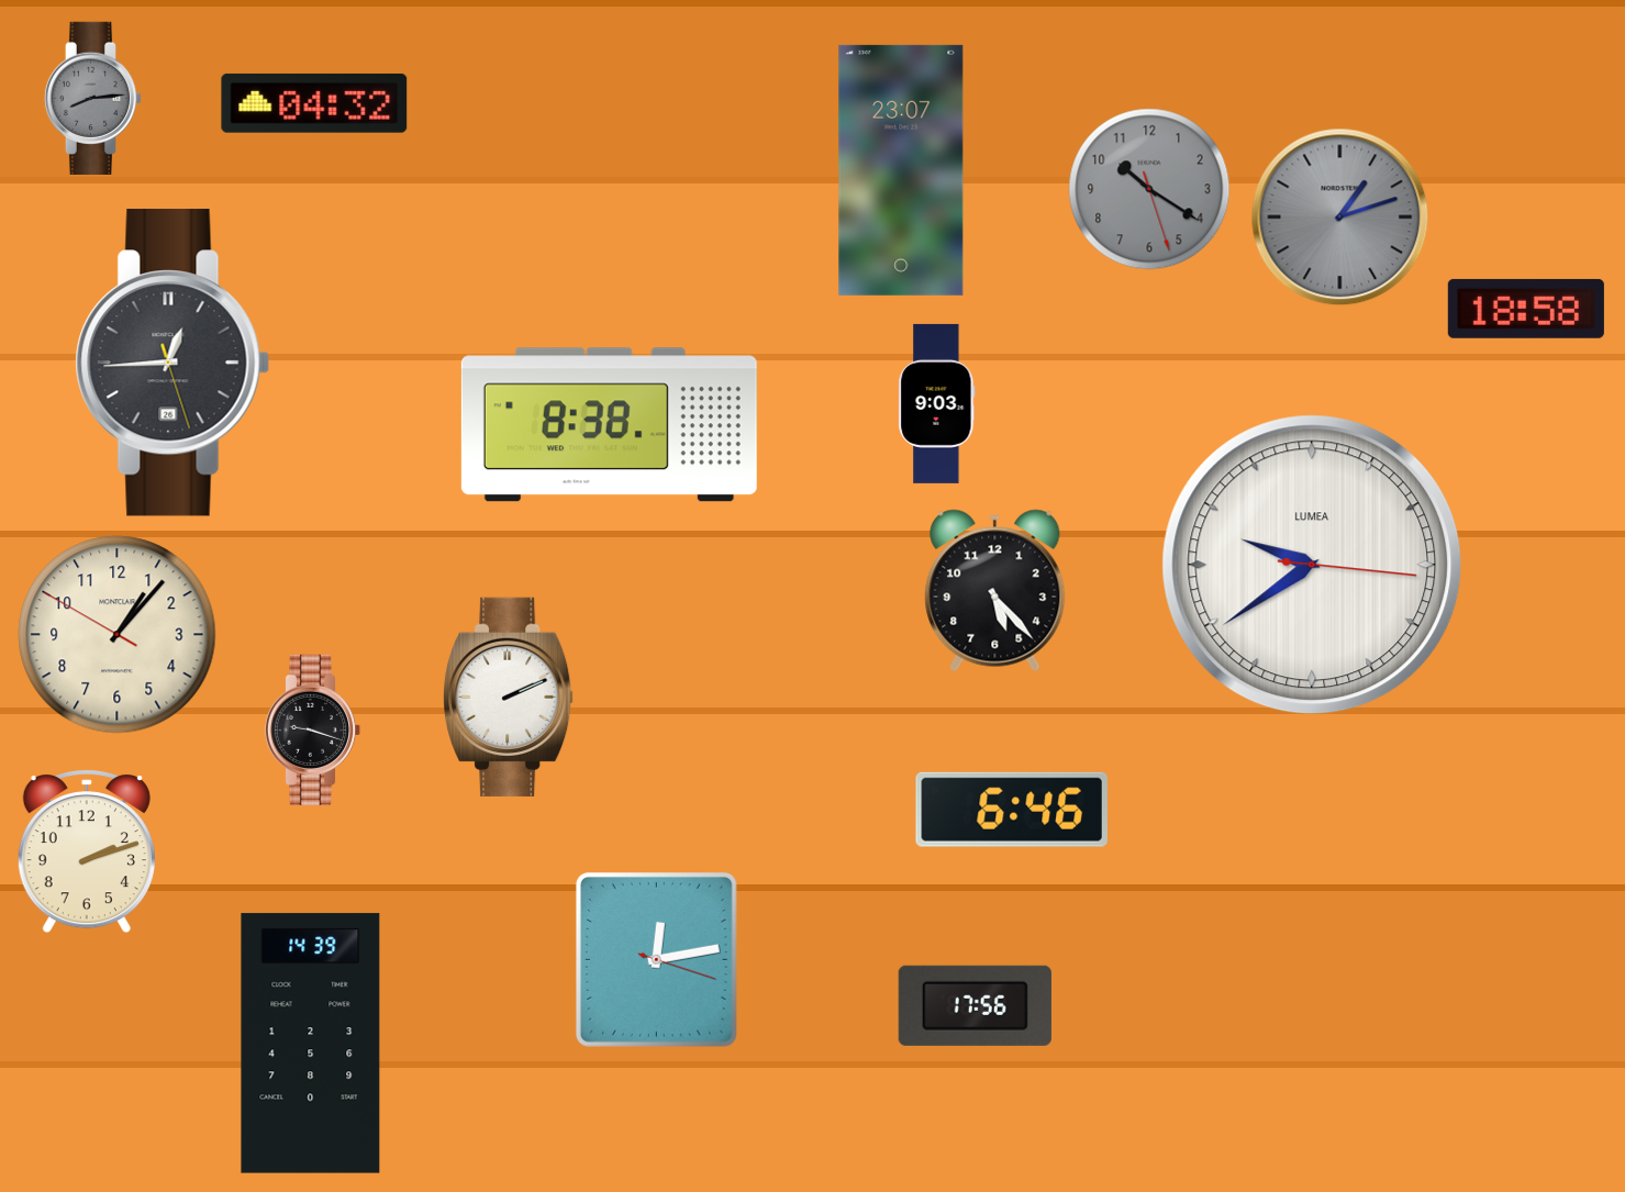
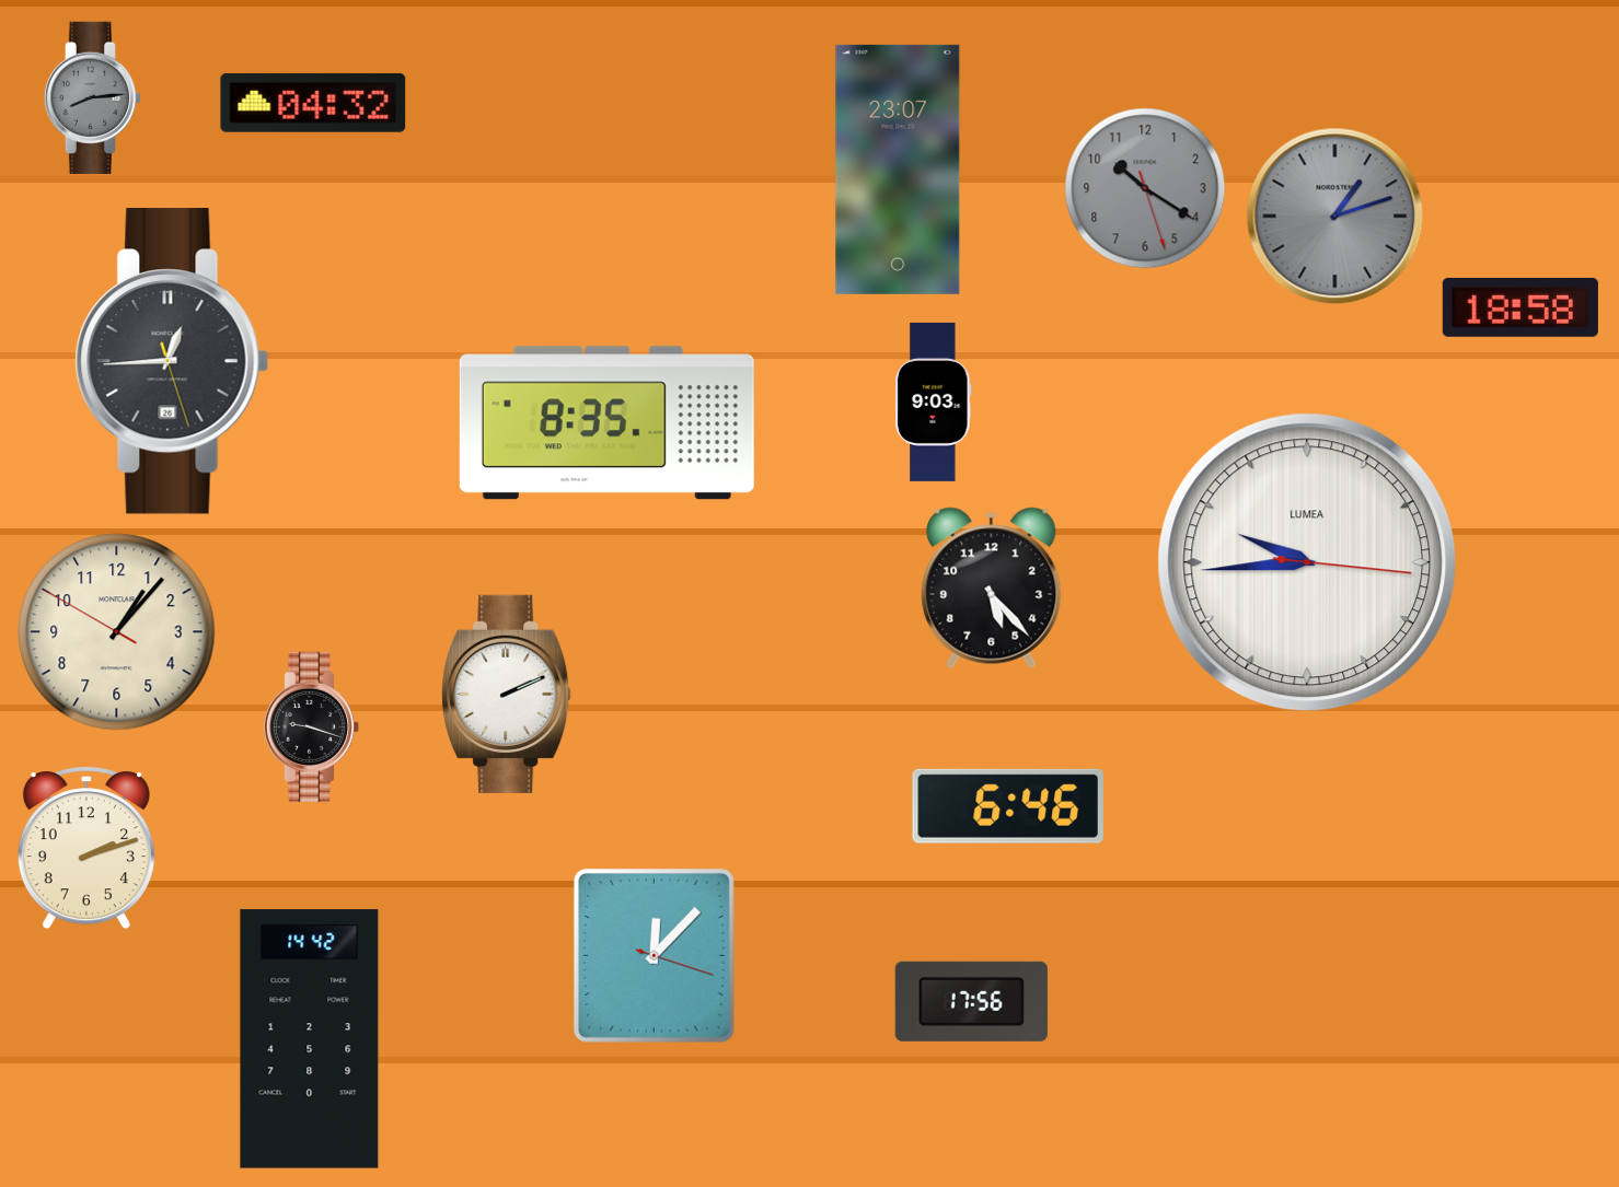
clock at (609, 425): 8:38 -> 8:35
clock at (1312, 565): 9:39 -> 9:44
clock at (656, 959): 12:13 -> 12:07
clock at (311, 1044): 14:39 -> 14:42
